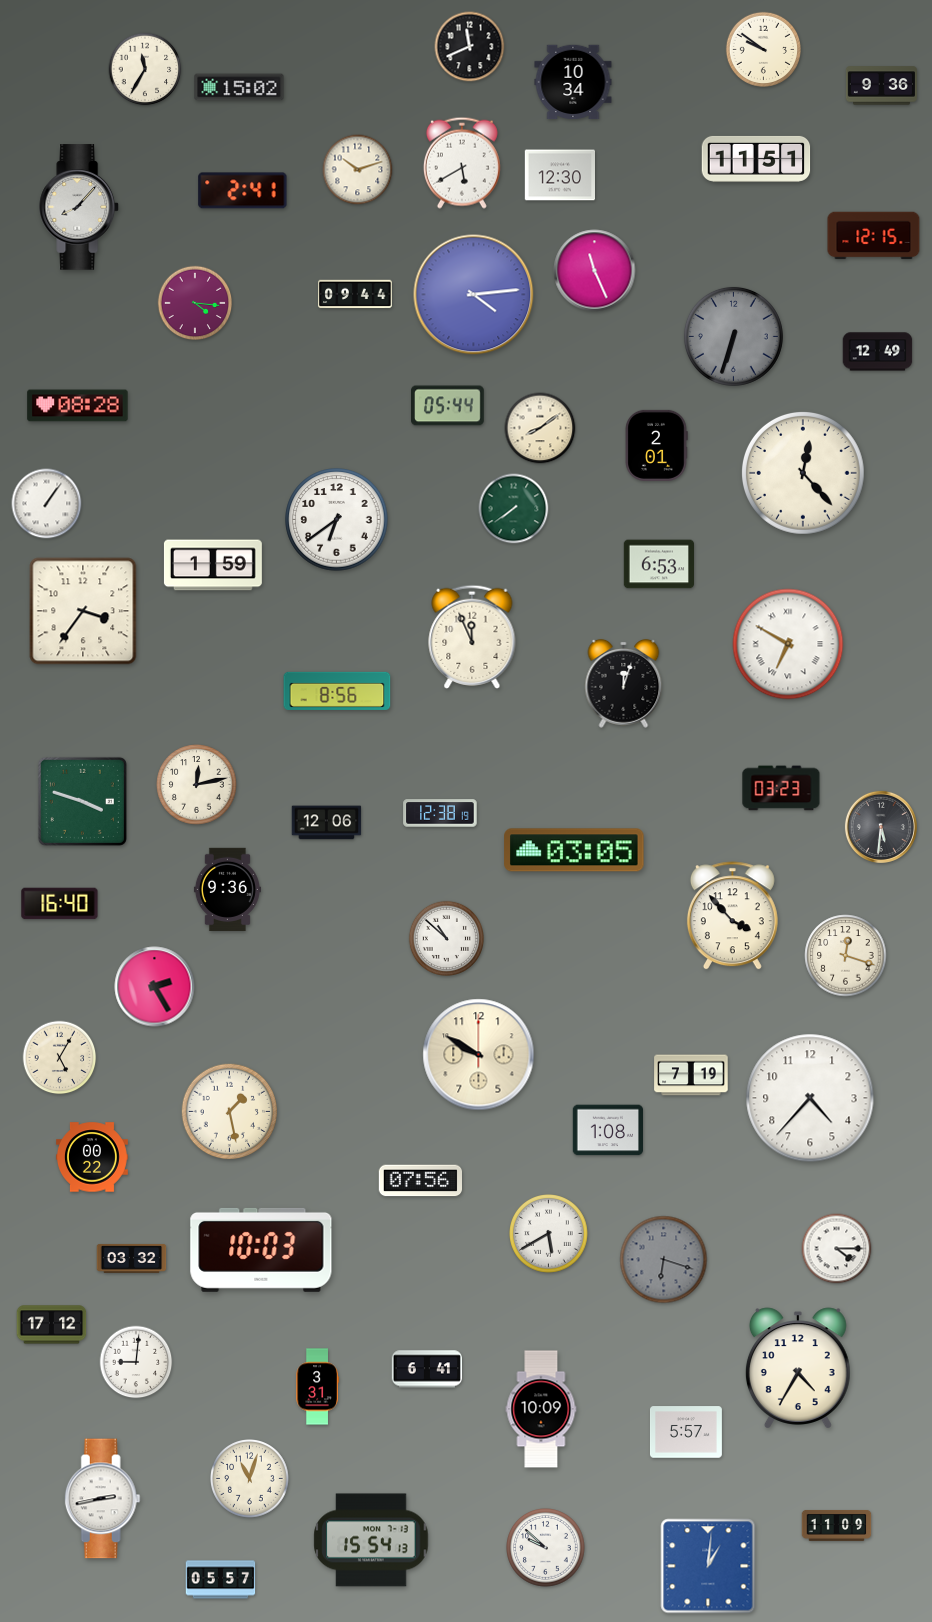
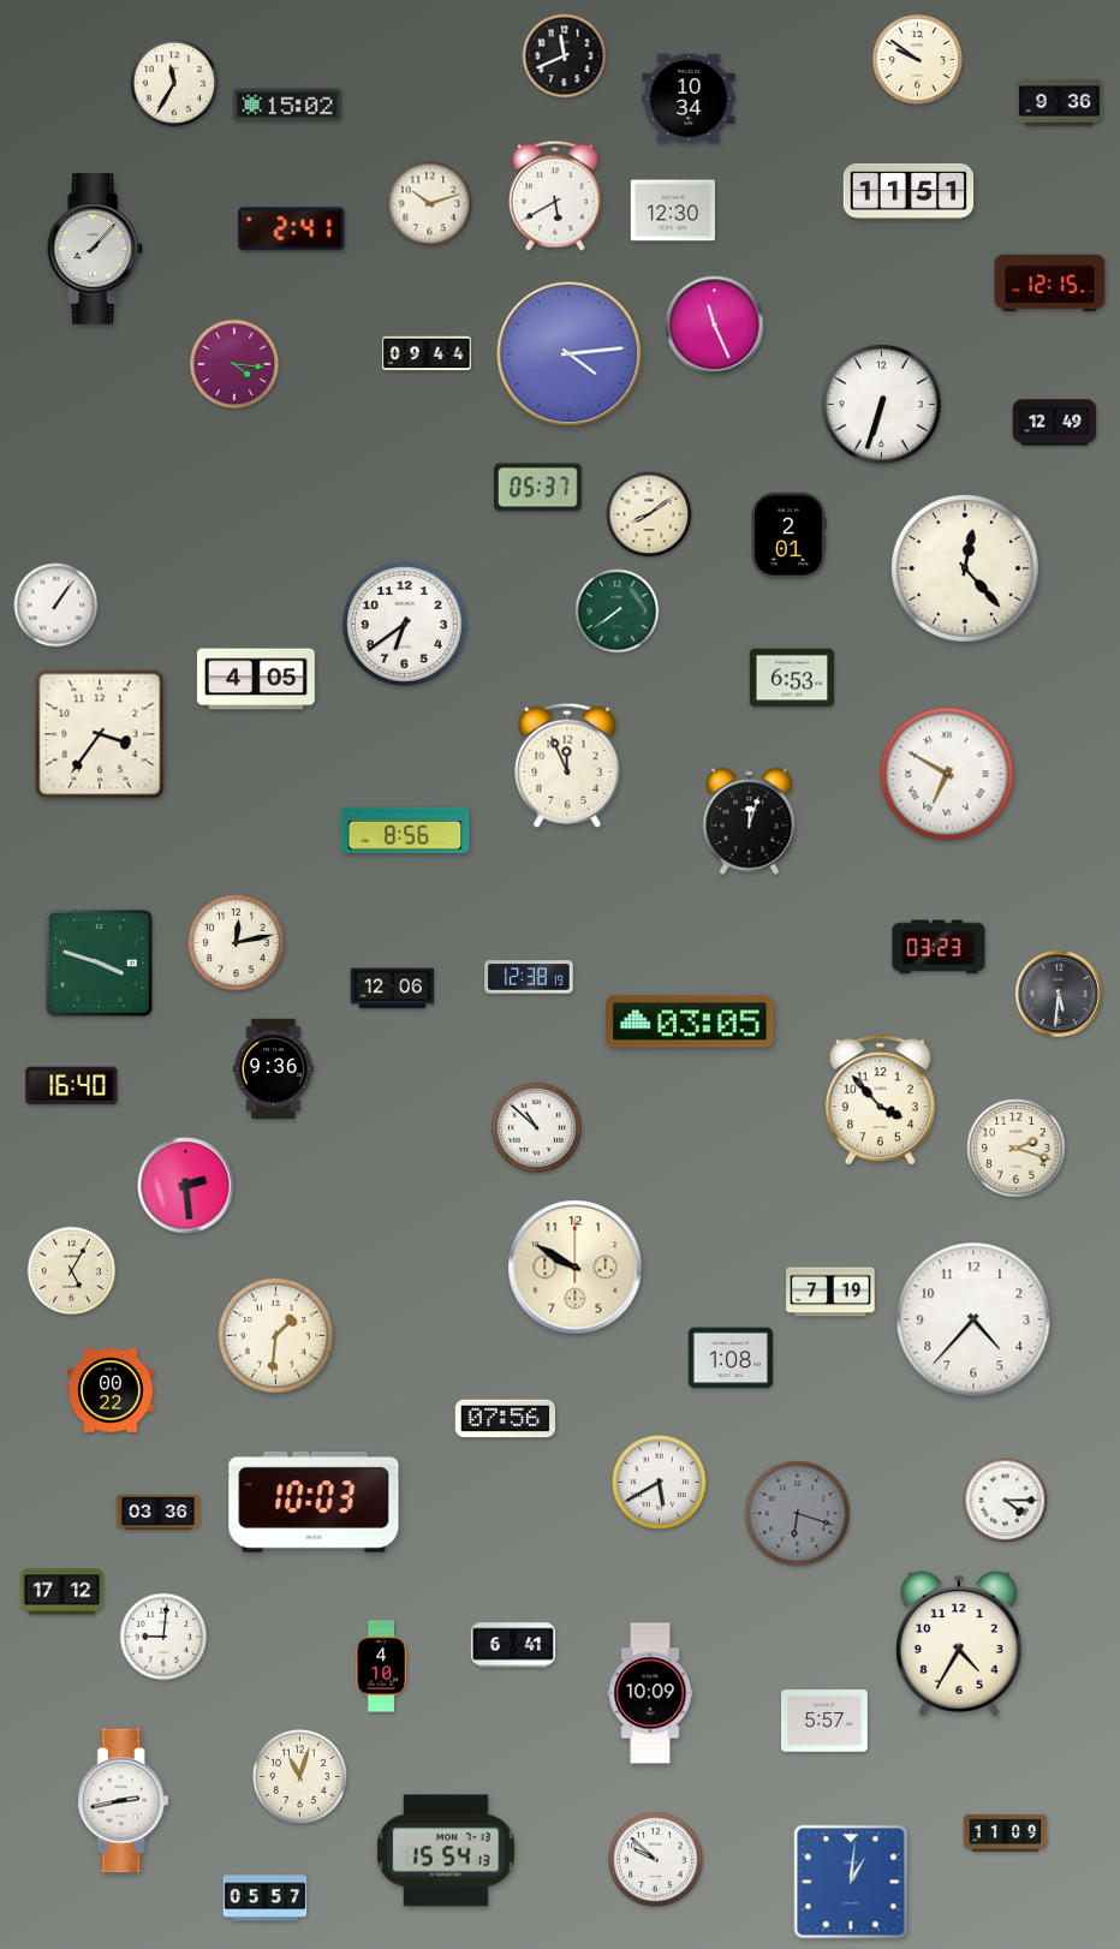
clock at (733, 336) dial: grey -> white
clock at (78, 406): 08:28 -> none
clock at (448, 406): 05:44 -> 05:37
clock at (213, 565): 1:59 -> 4:05
clock at (846, 956): 12:18 -> 2:18
clock at (155, 987): 2:25 -> 2:29
clock at (230, 1112): 1:28 -> 1:31
clock at (132, 1258): 03:32 -> 03:36
clock at (317, 1387): 3:31 -> 4:10
